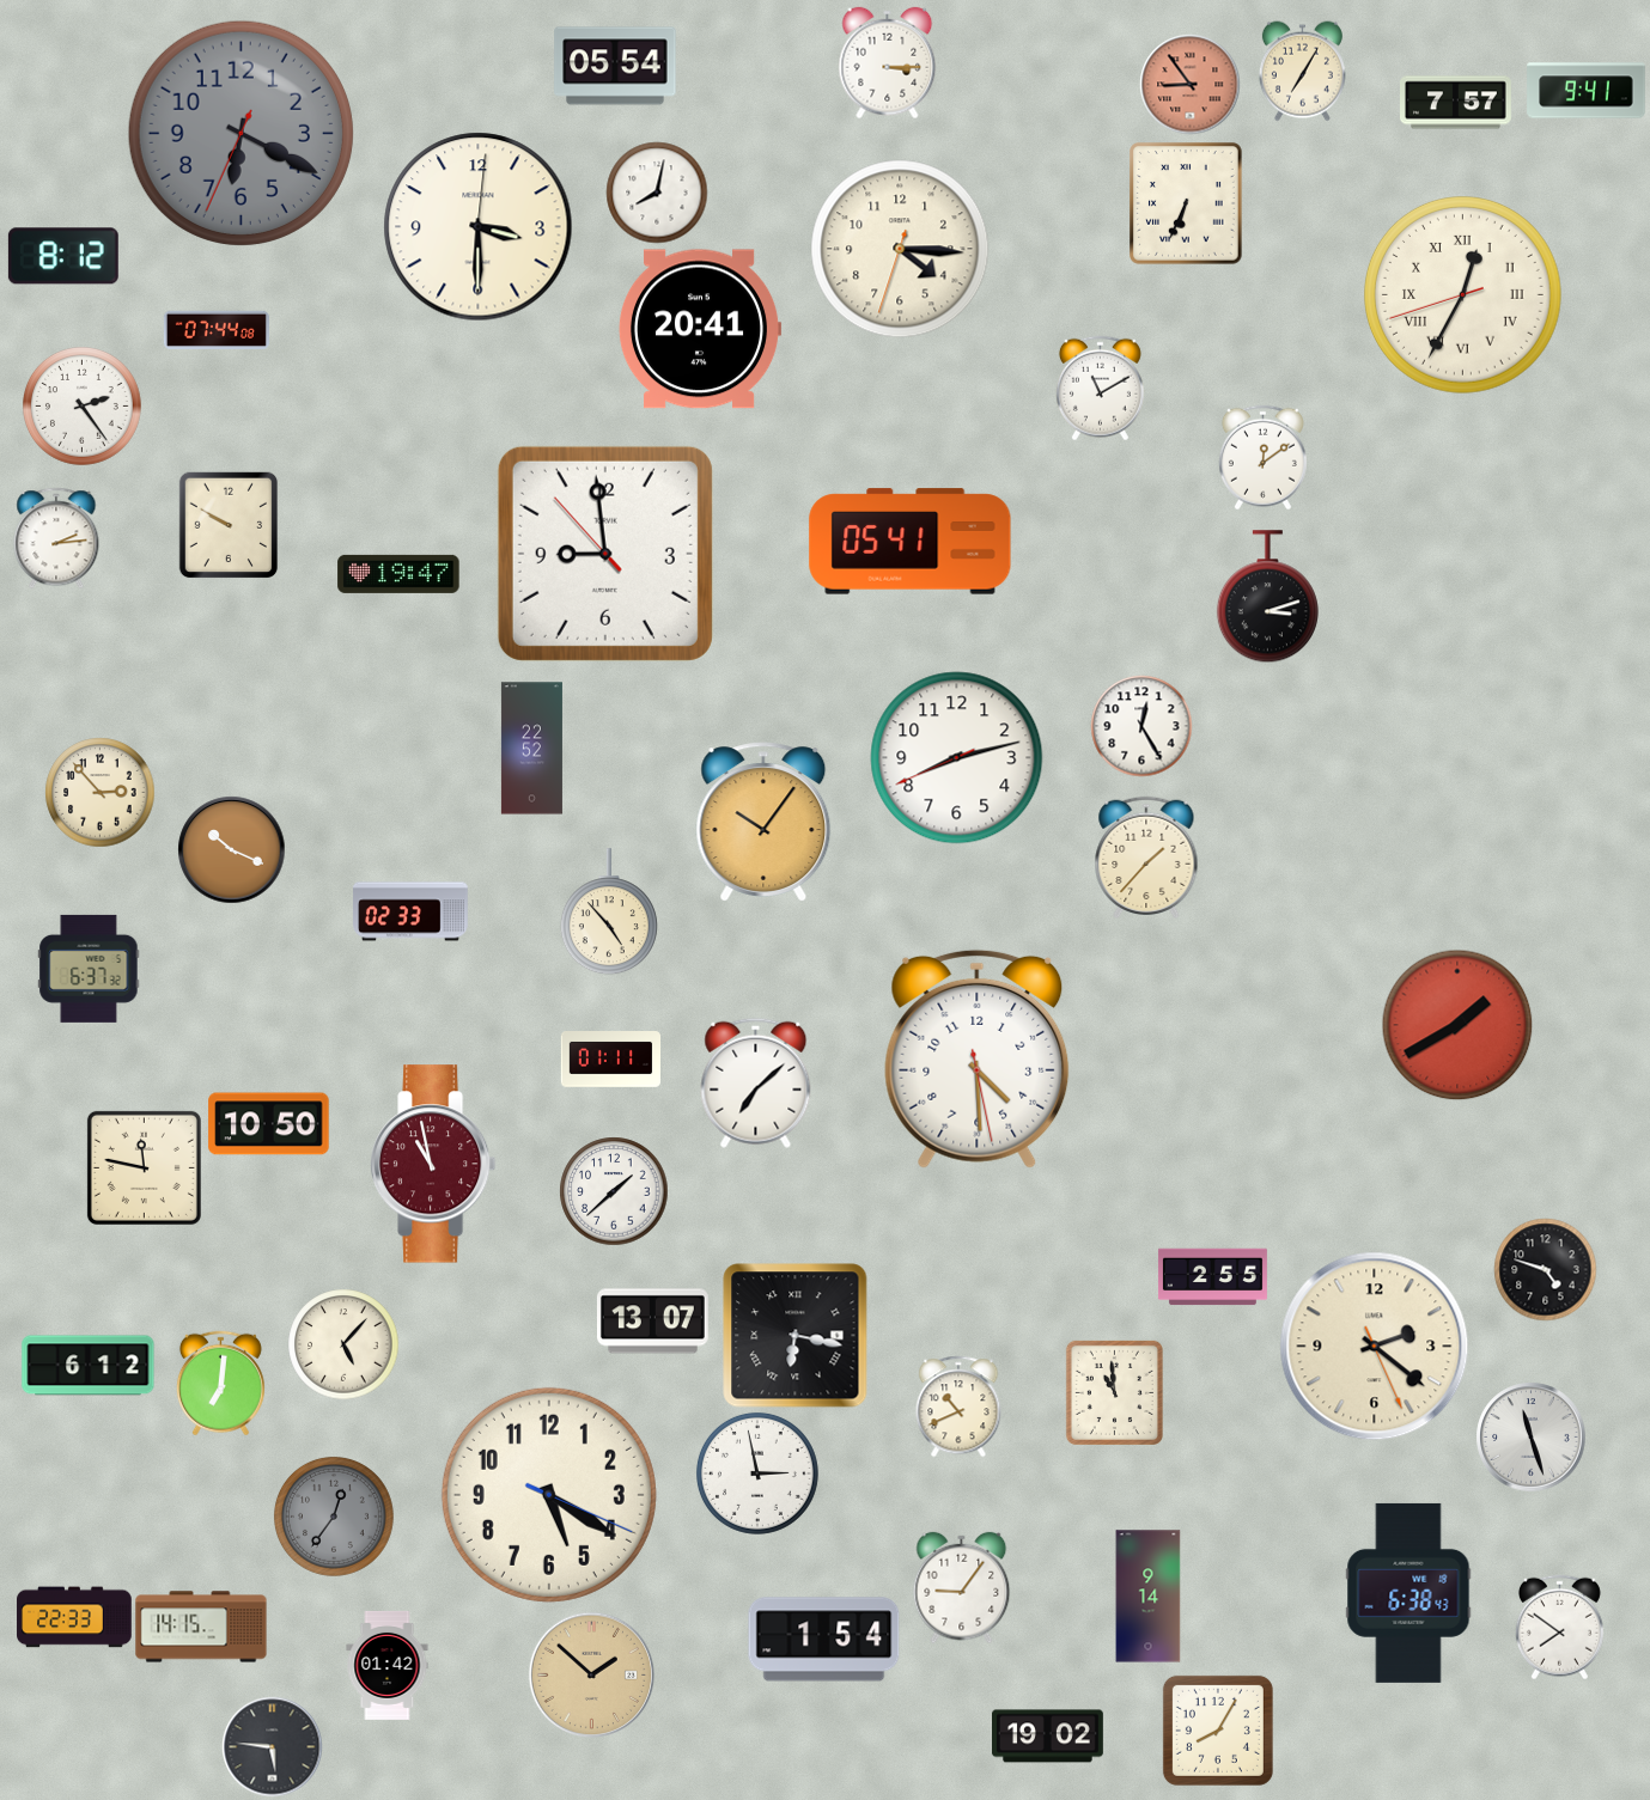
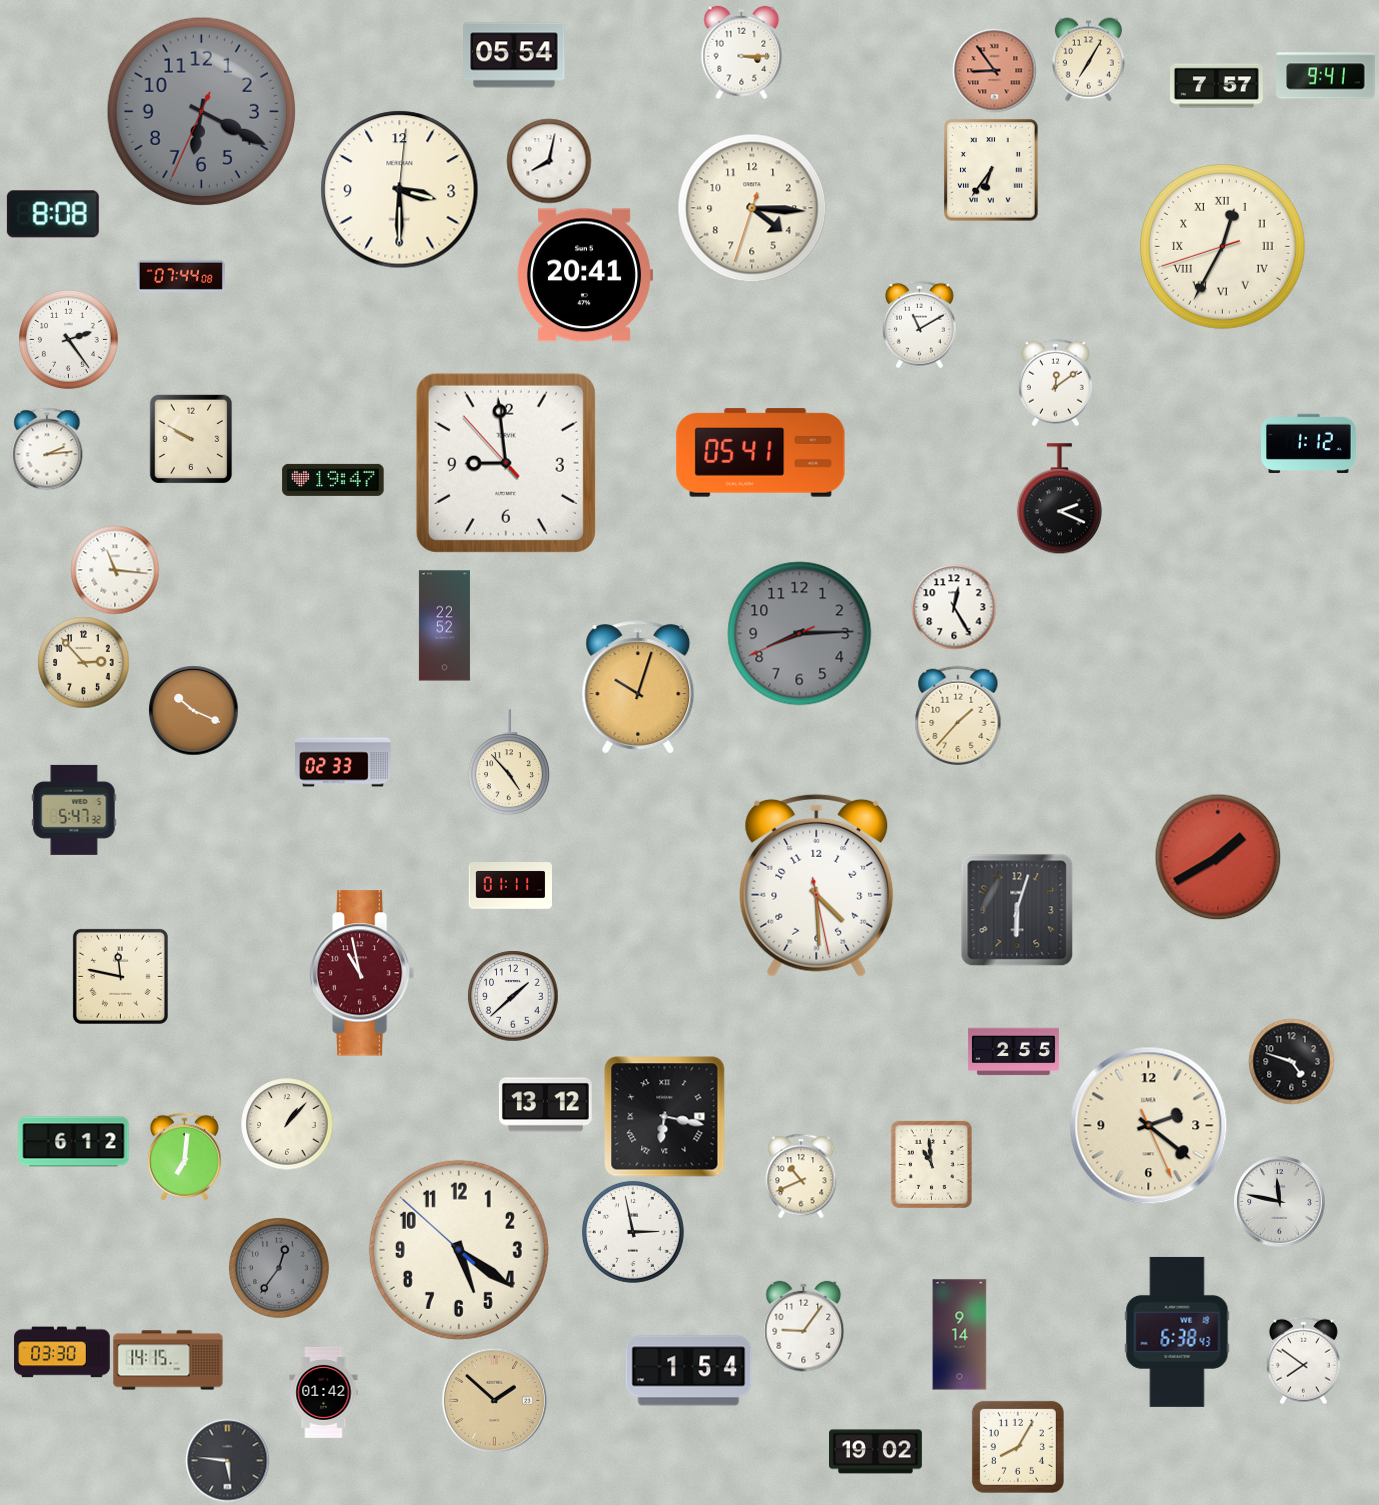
clock at (1186, 203): 6:34 -> 6:36
clock at (63, 256): 8:12 -> 8:08
clock at (1309, 443): none -> 1:12
clock at (1267, 597): 3:12 -> 2:19
clock at (115, 570): none -> 11:16
clock at (957, 758): 8:12 -> 8:14
clock at (957, 758) dial: white -> grey
clock at (763, 822): 10:06 -> 10:03
clock at (89, 969): 6:37 -> 5:47
clock at (756, 1082): 7:08 -> none
clock at (1017, 910): none -> 6:03
clock at (269, 1124): 10:50 -> none
clock at (1212, 1277) position: (1212, 1277) -> (1013, 1052)
clock at (652, 1322): 13:07 -> 13:12
clock at (343, 1344): 5:07 -> 1:07
clock at (1530, 1436): 11:27 -> 11:47
clock at (549, 1495): 5:20:19 -> 5:20:52
clock at (74, 1617): 22:33 -> 03:30
